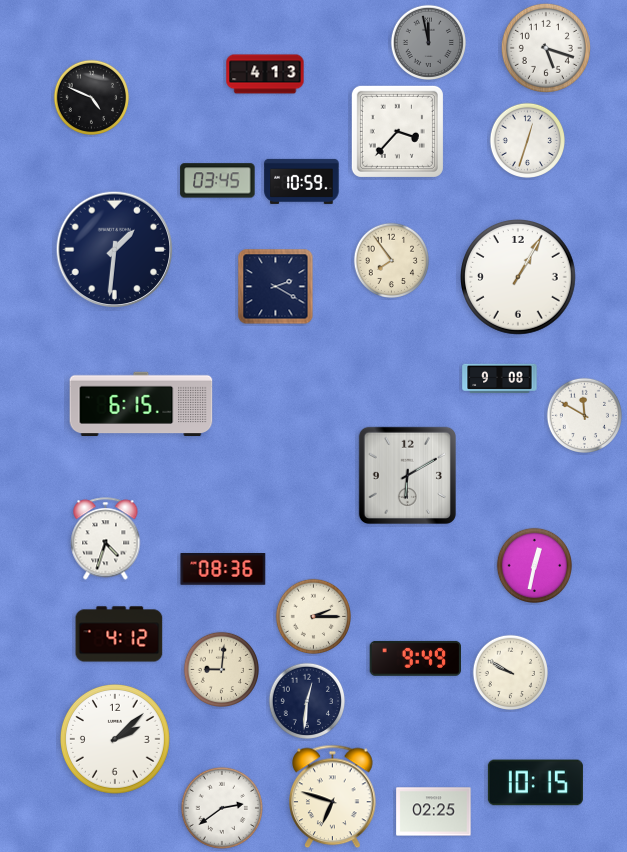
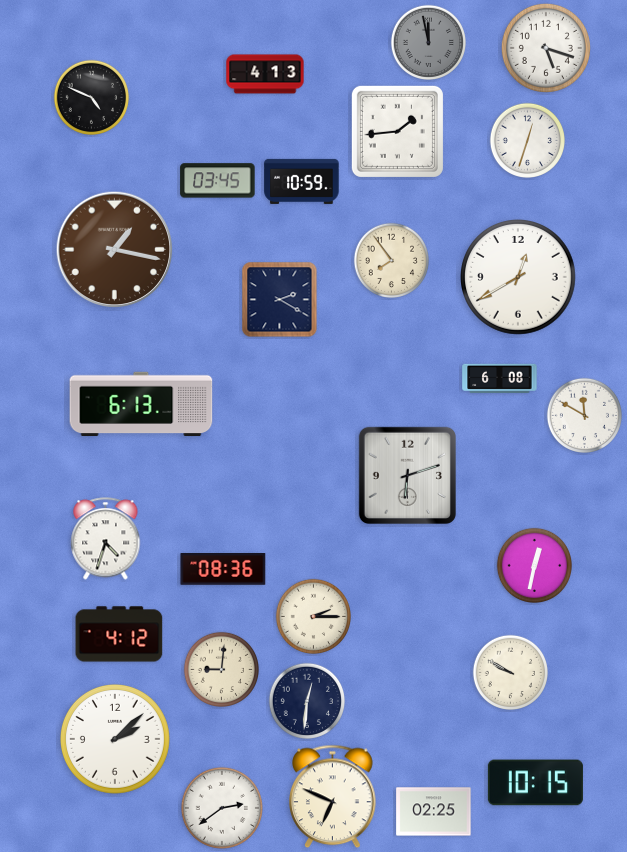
clock at (397, 131): 3:37 -> 1:44
clock at (115, 250): 1:31 -> 1:17
clock at (115, 250) dial: navy -> brown
clock at (519, 278): 1:05 -> 12:40
clock at (276, 287) position: (276, 287) -> (280, 300)
clock at (500, 378): 9:08 -> 6:08
clock at (141, 404): 6:15 -> 6:13
clock at (407, 475): 6:10 -> 6:12
clock at (416, 658): 9:49 -> none
clock at (333, 797): 6:48 -> 6:49
